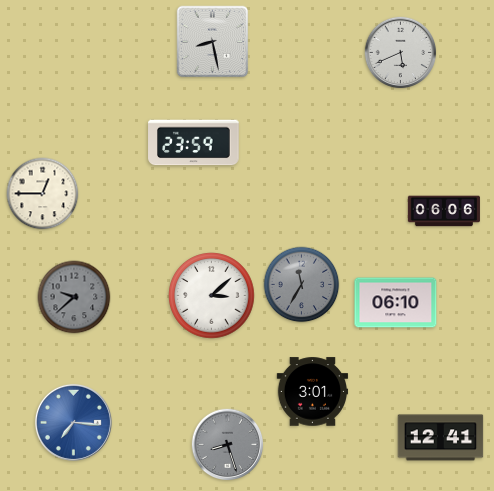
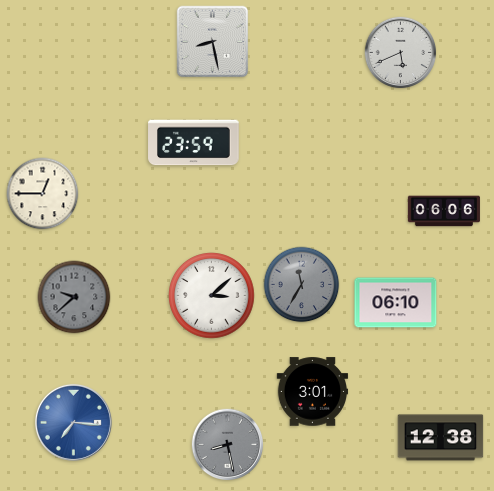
clock at (441, 438): 12:41 -> 12:38
clock at (228, 445): 8:27 -> 8:28
